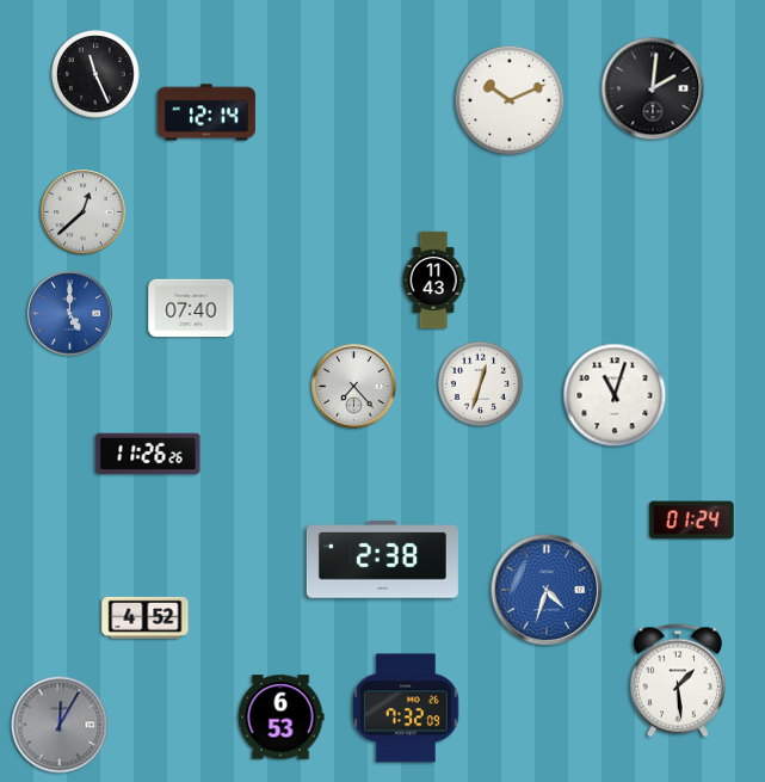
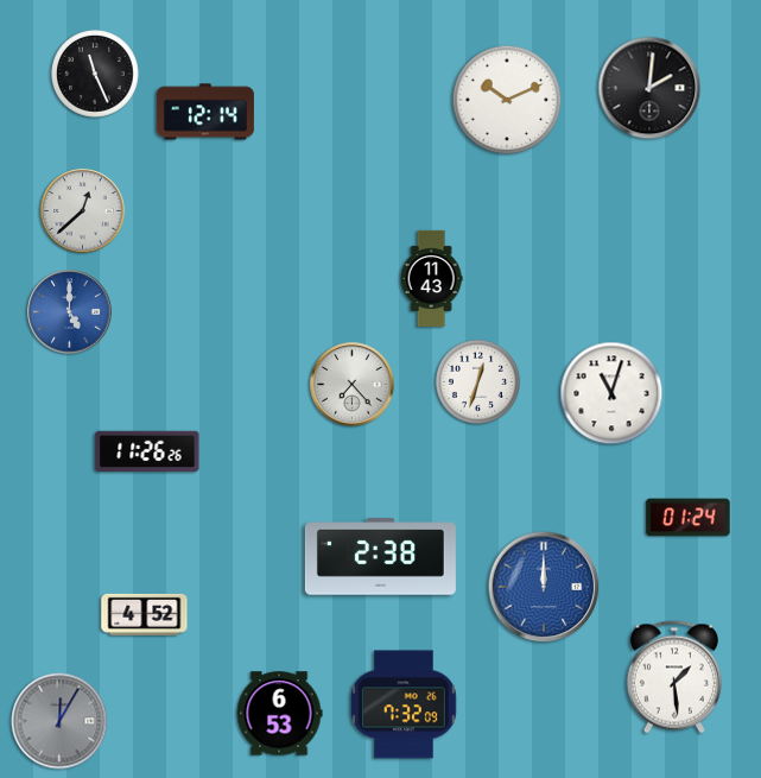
clock at (191, 308): 07:40 -> none
clock at (547, 590): 4:33 -> 12:00
